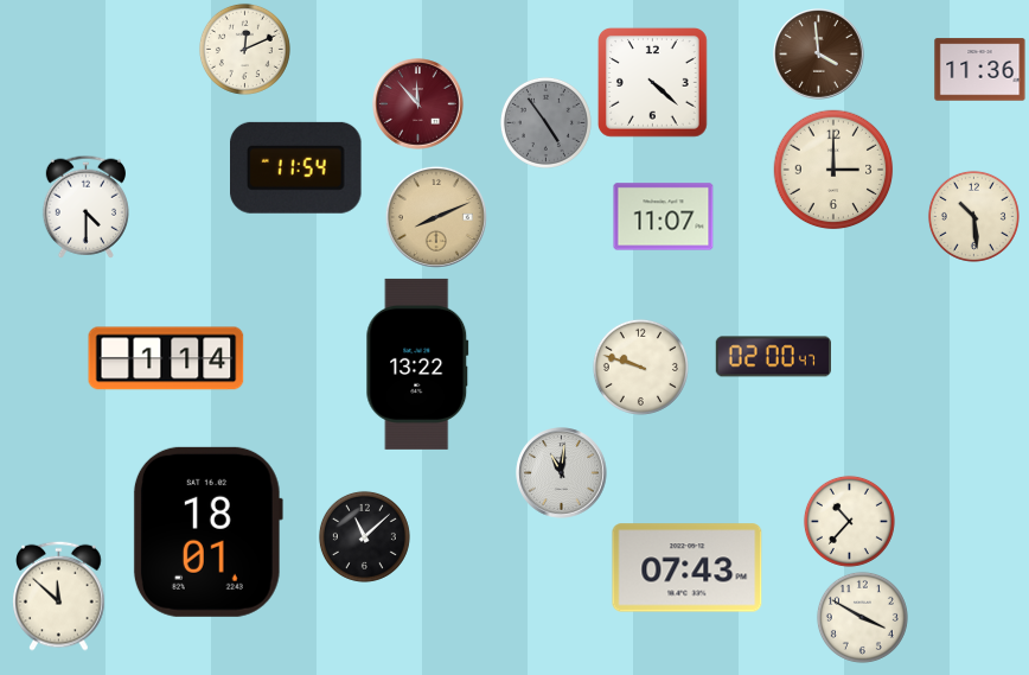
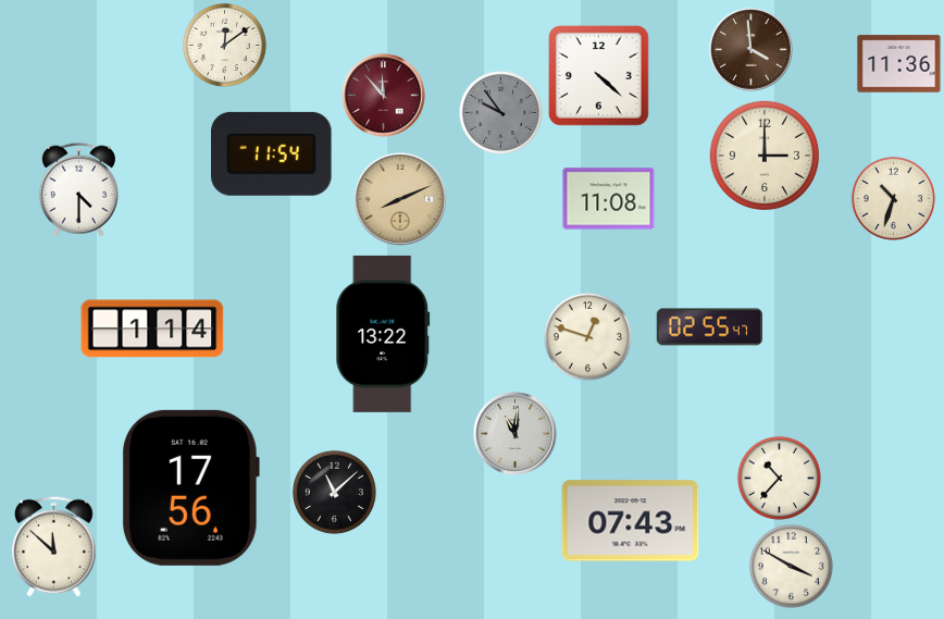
clock at (244, 49): 12:11 -> 12:09
clock at (545, 122): 4:54 -> 9:54
clock at (973, 216): 10:29 -> 10:33
clock at (664, 217): 11:07 -> 11:08
clock at (773, 357): 02:00 -> 02:55
clock at (640, 367): 9:48 -> 12:48
clock at (207, 531): 18:01 -> 17:56
